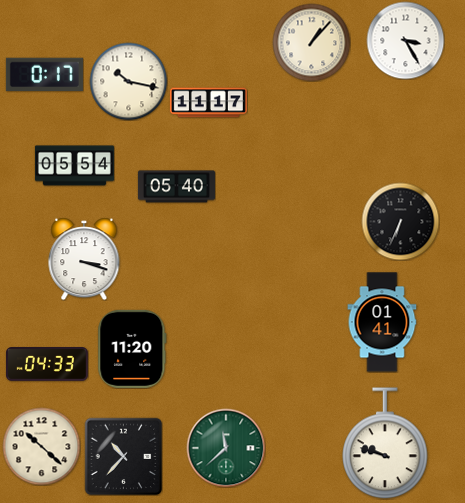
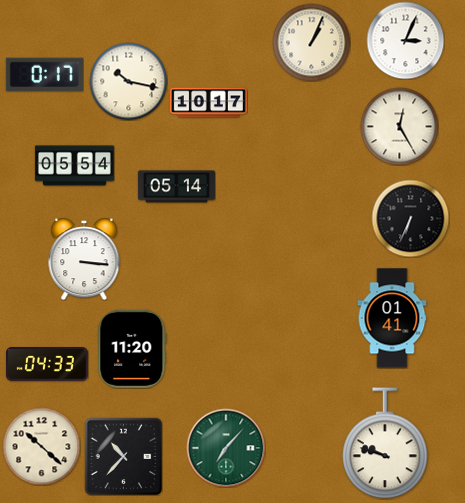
clock at (405, 40): 3:25 -> 3:04
clock at (311, 42): 1:07 -> 1:04
clock at (208, 103): 11:17 -> 10:17
clock at (399, 126): none -> 12:25
clock at (176, 187): 05:40 -> 05:14
clock at (400, 221) position: (400, 221) -> (410, 218)
clock at (84, 259): 3:18 -> 3:16
clock at (382, 322) position: (382, 322) -> (392, 318)
clock at (226, 448): 11:38 -> 7:07
